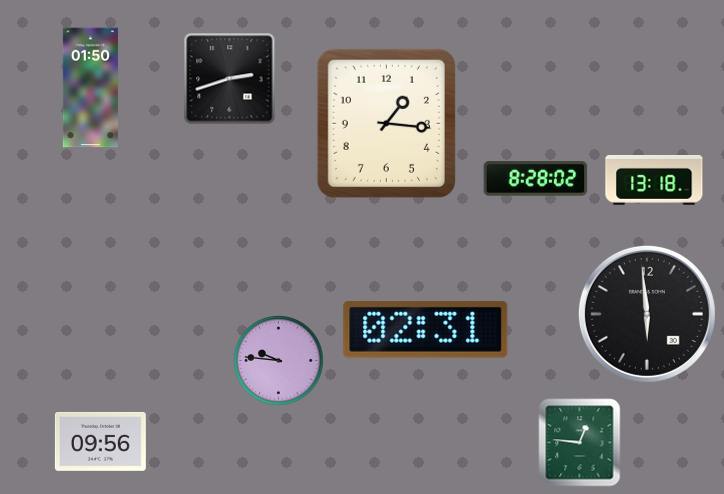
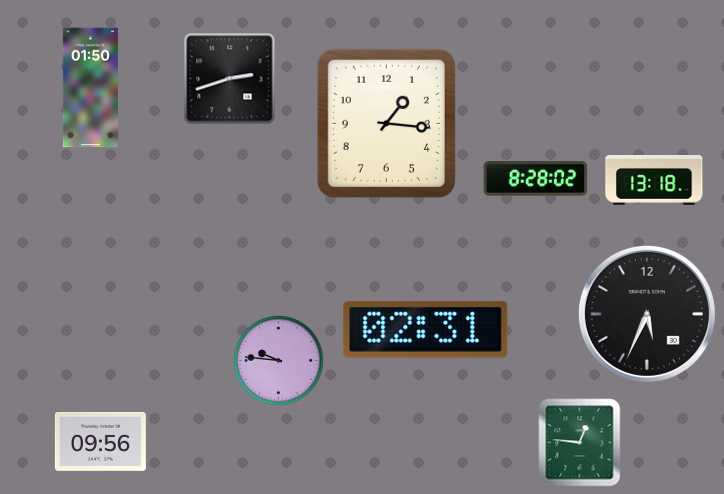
clock at (647, 314): 5:59 -> 5:34
